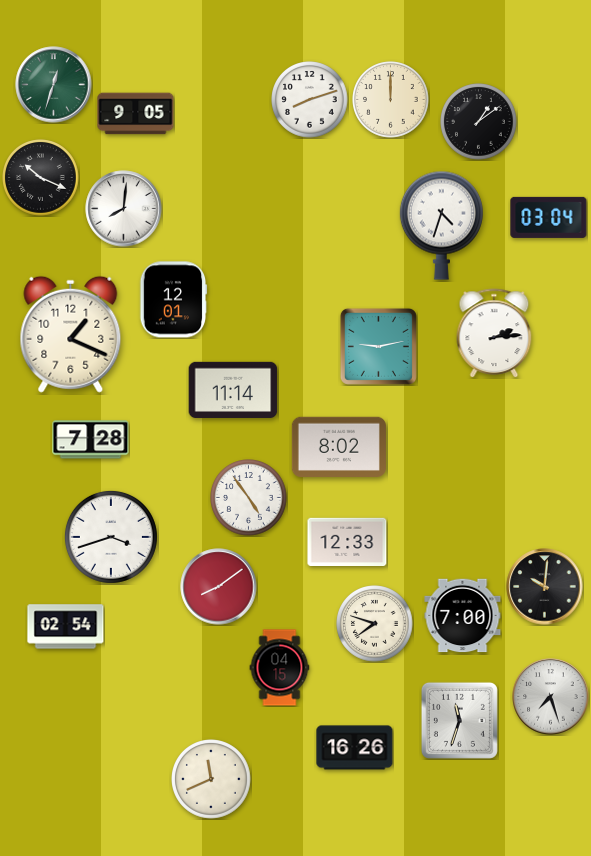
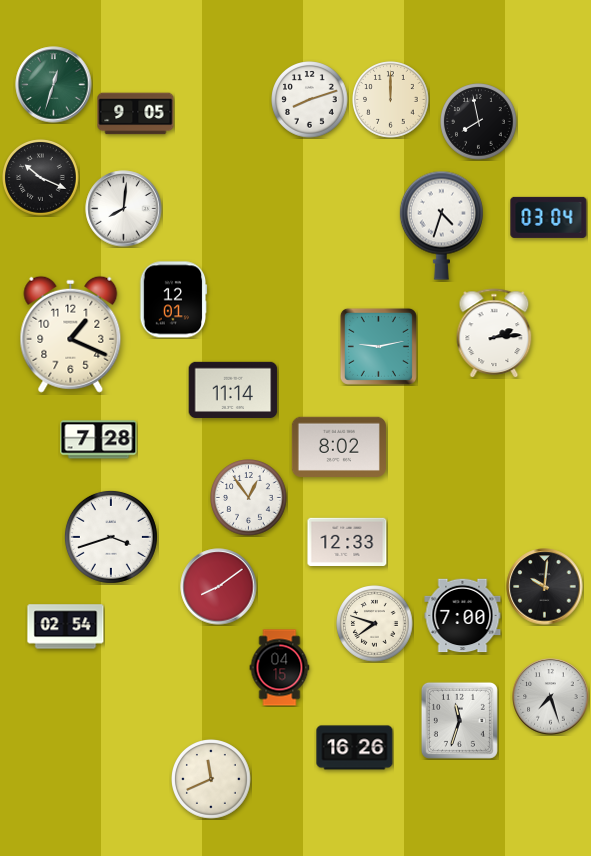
clock at (479, 122): 1:09 -> 7:58
clock at (91, 440) position: (91, 440) -> (99, 440)
clock at (249, 498): 4:54 -> 12:54
